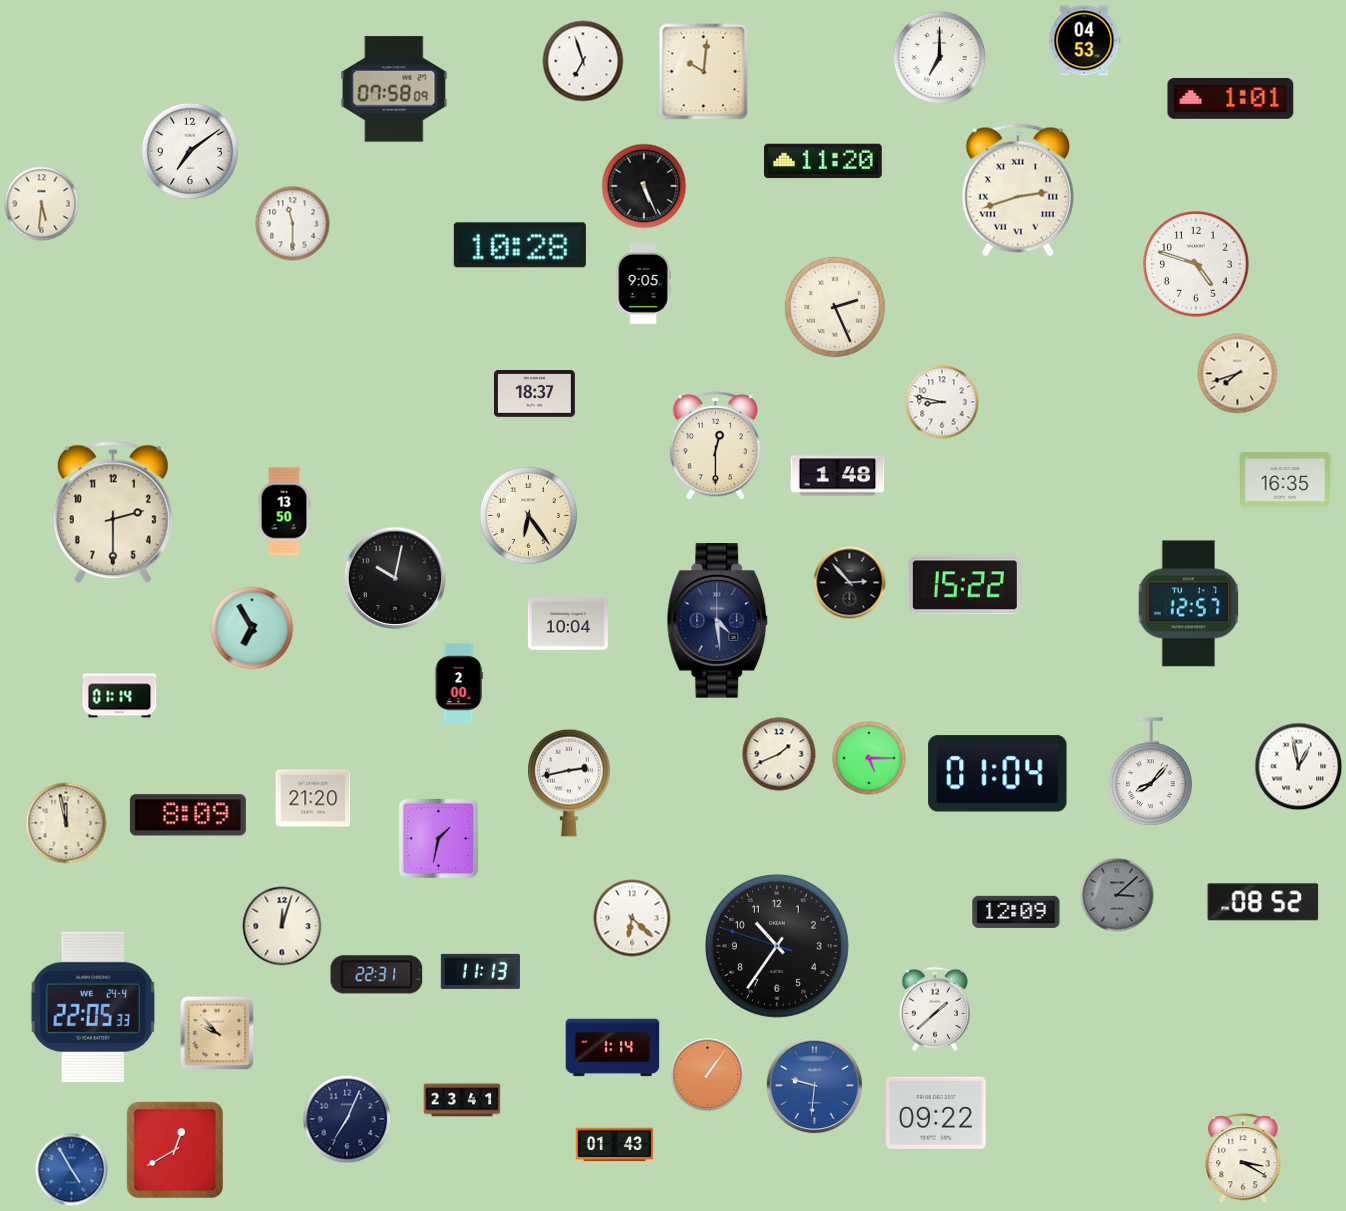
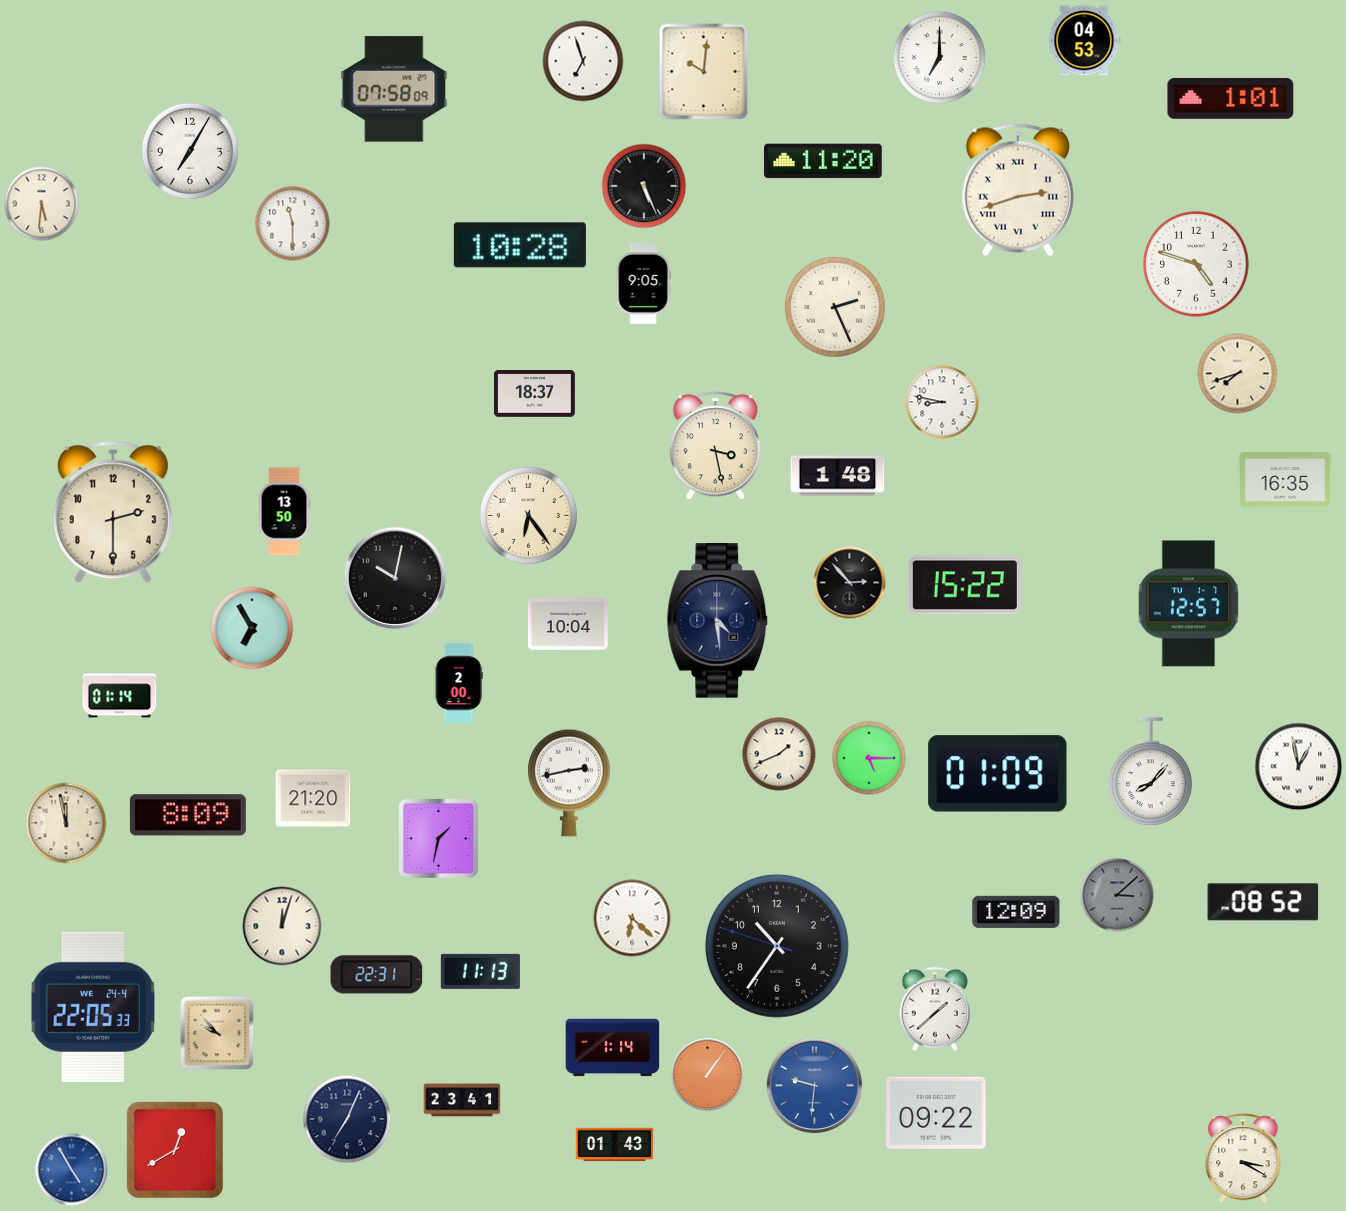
clock at (190, 151): 7:09 -> 7:05
clock at (715, 446): 12:30 -> 3:28
clock at (998, 774): 01:04 -> 01:09
